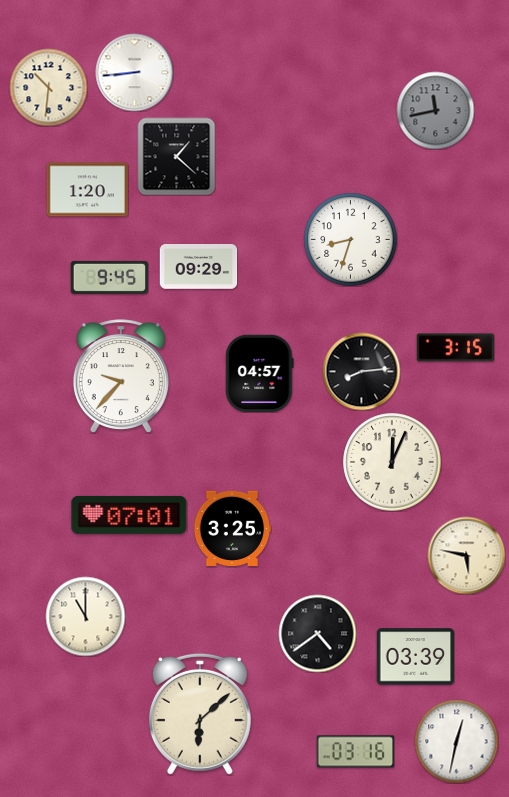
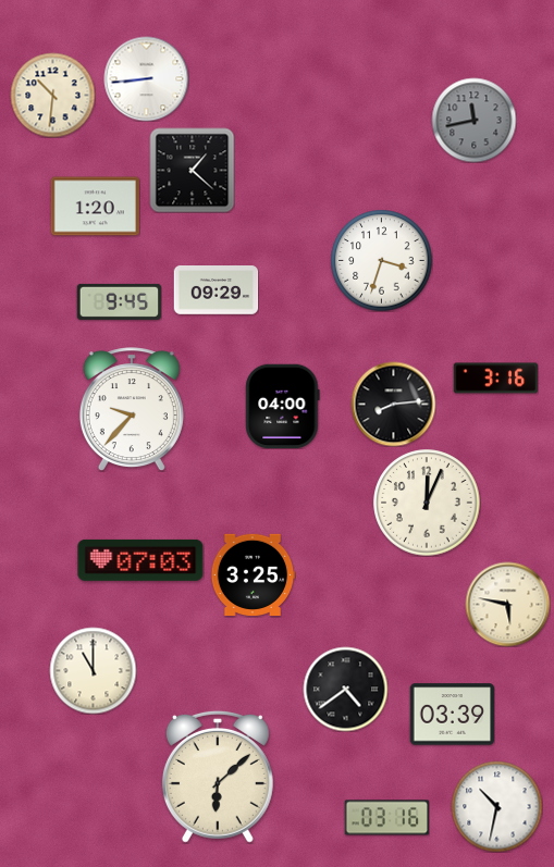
clock at (350, 239): 8:33 -> 3:33
clock at (455, 348): 3:15 -> 3:16
clock at (260, 373): 04:57 -> 04:00
clock at (129, 515): 07:01 -> 07:03
clock at (456, 741): 12:32 -> 10:32
